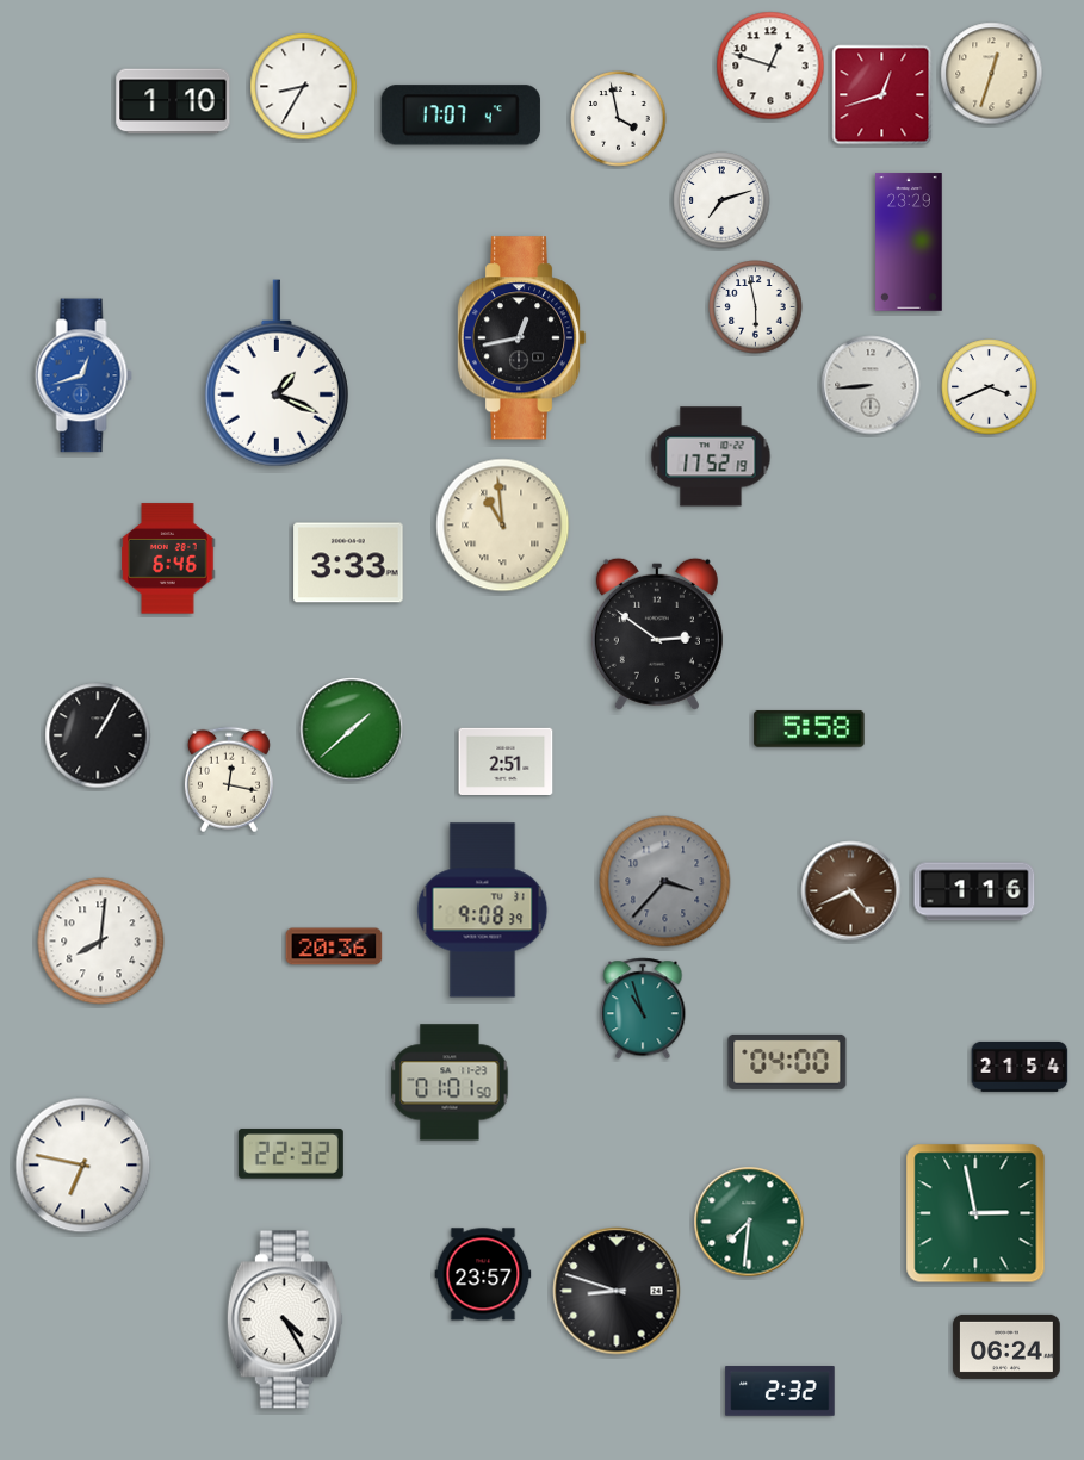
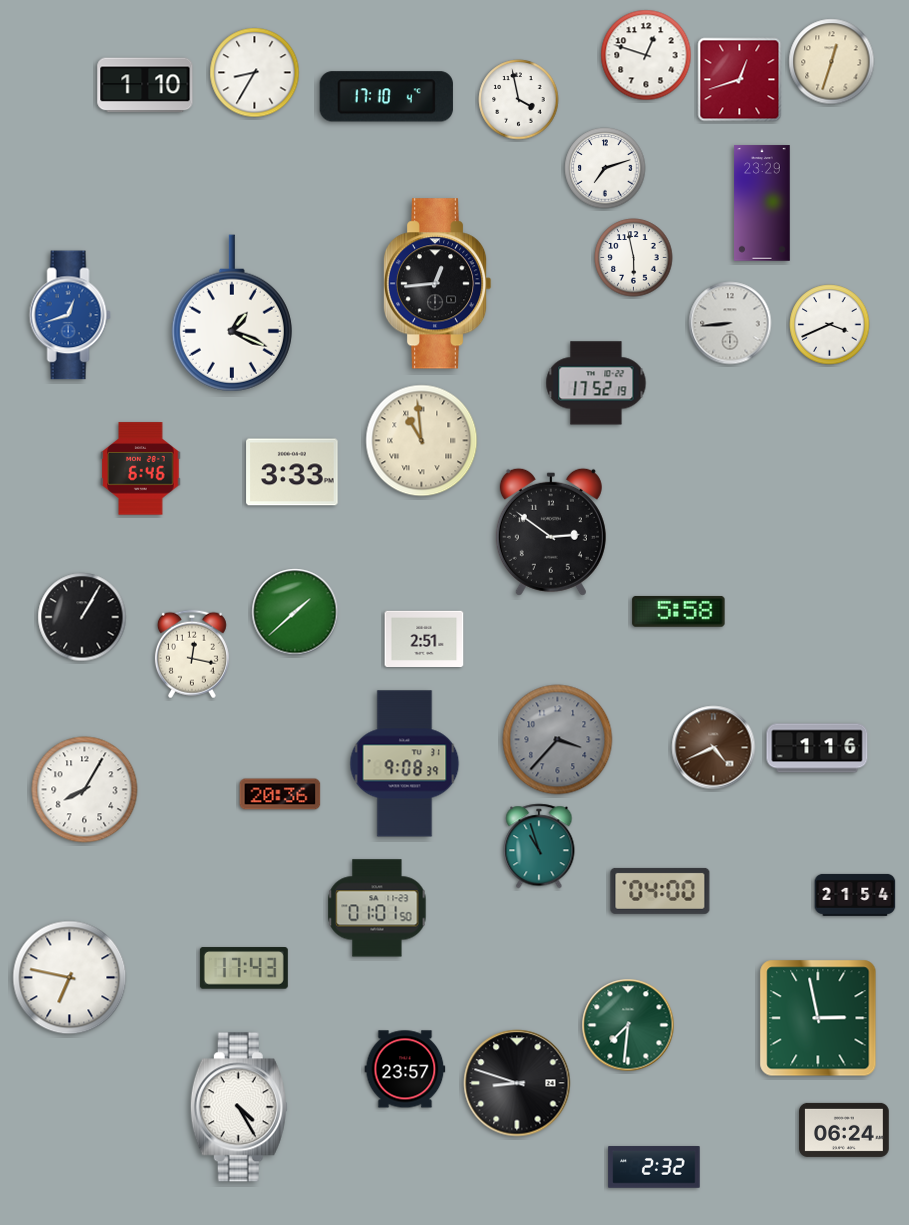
clock at (460, 116): 17:07 -> 17:10
clock at (521, 338): 12:43 -> 12:44
clock at (101, 942): 8:01 -> 8:05
clock at (291, 1154): 22:32 -> 17:43
